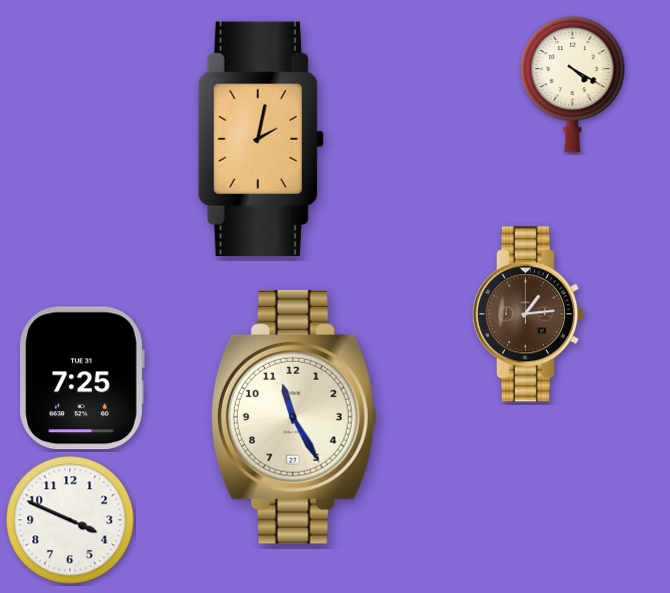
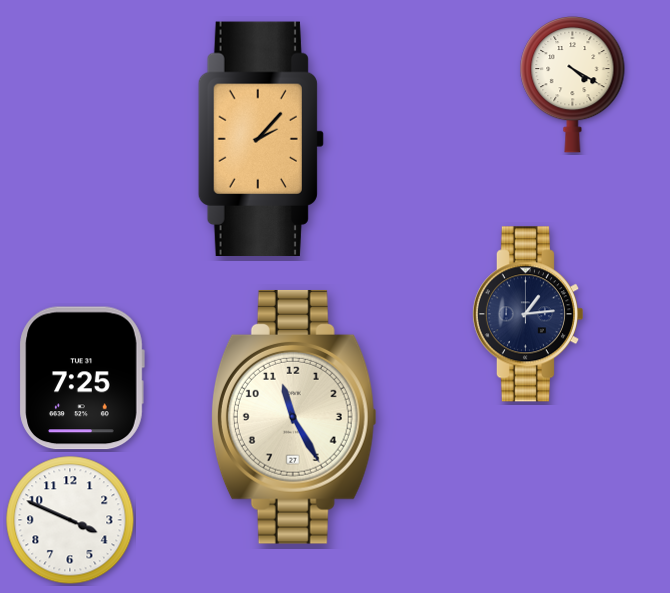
clock at (261, 138): 2:02 -> 2:07
clock at (527, 314) dial: brown -> navy
